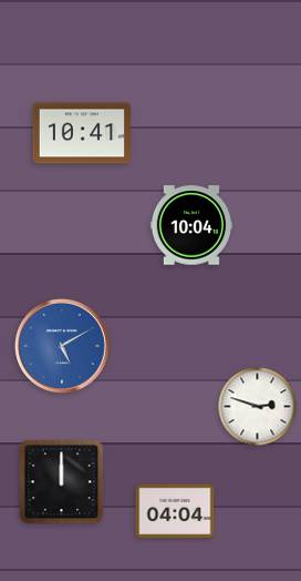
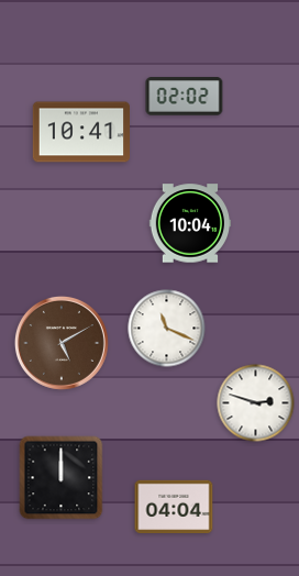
clock at (185, 97): none -> 02:02
clock at (167, 329): none -> 11:19
clock at (62, 346) dial: blue -> brown
